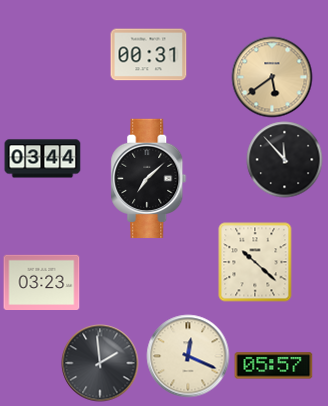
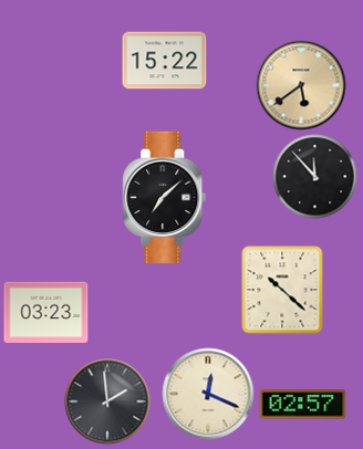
clock at (149, 55): 00:31 -> 15:22
clock at (43, 159): 03:44 -> none
clock at (100, 363) position: (100, 363) -> (107, 401)
clock at (274, 366): 05:57 -> 02:57
